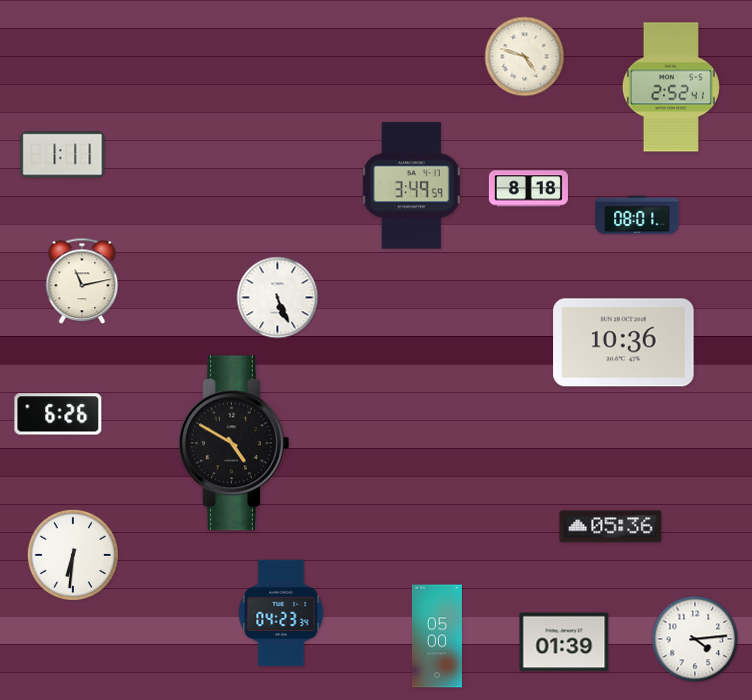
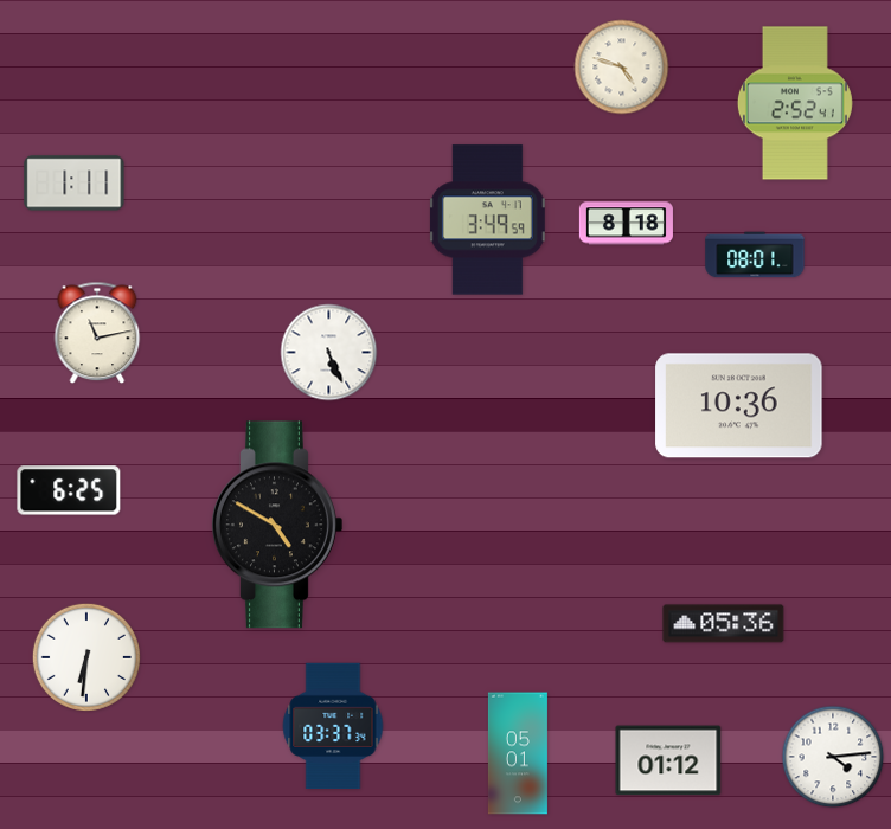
clock at (58, 414): 6:26 -> 6:25
clock at (281, 613): 04:23 -> 03:37
clock at (437, 636): 05:00 -> 05:01
clock at (695, 639) position: (695, 639) -> (833, 757)
clock at (564, 642): 01:39 -> 01:12
